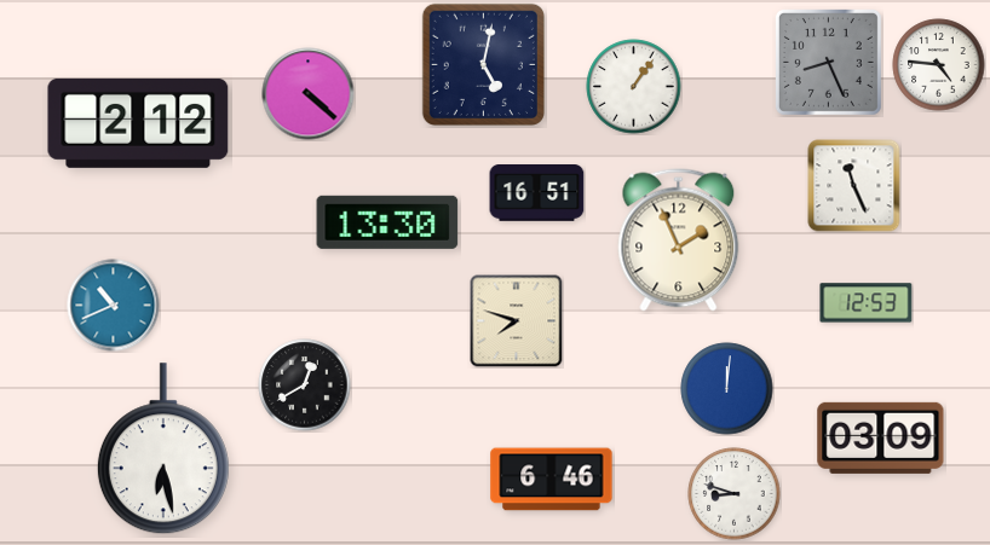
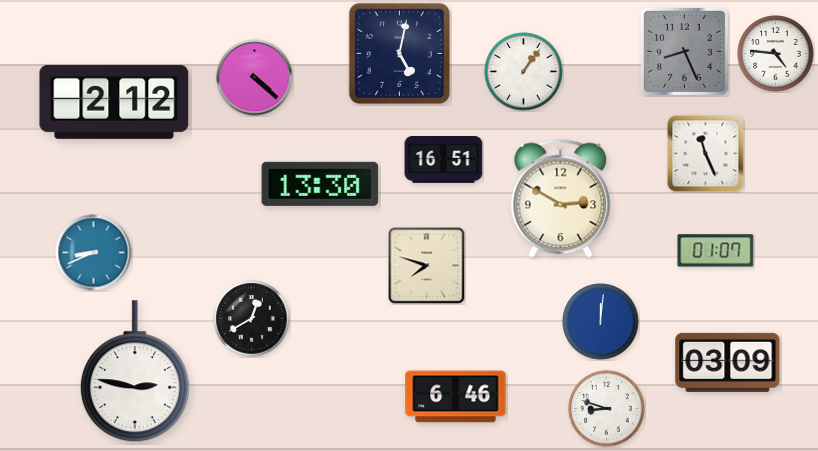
clock at (679, 240): 1:56 -> 2:50
clock at (867, 303): 12:53 -> 01:07
clock at (114, 306): 10:41 -> 8:41
clock at (163, 450): 6:28 -> 2:47
